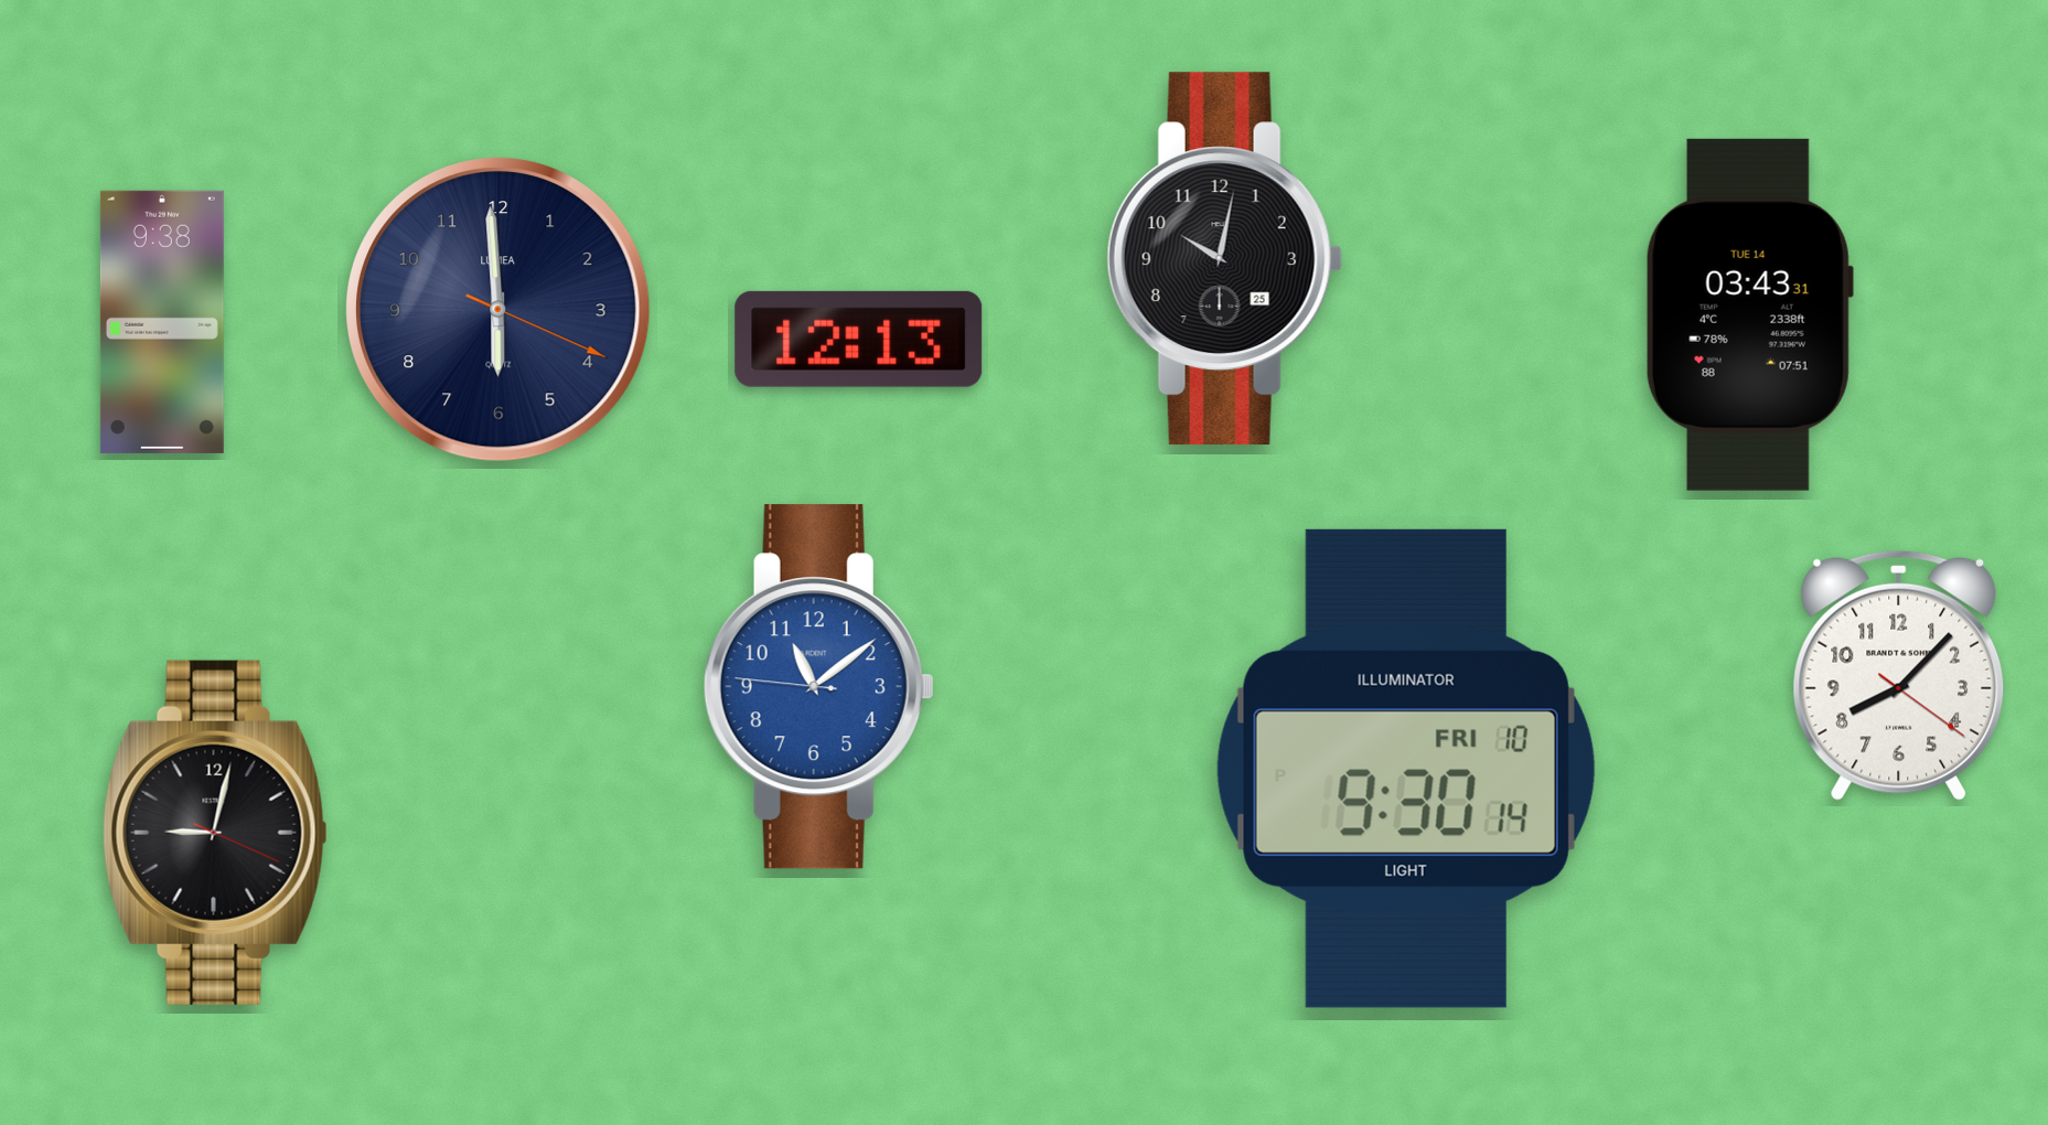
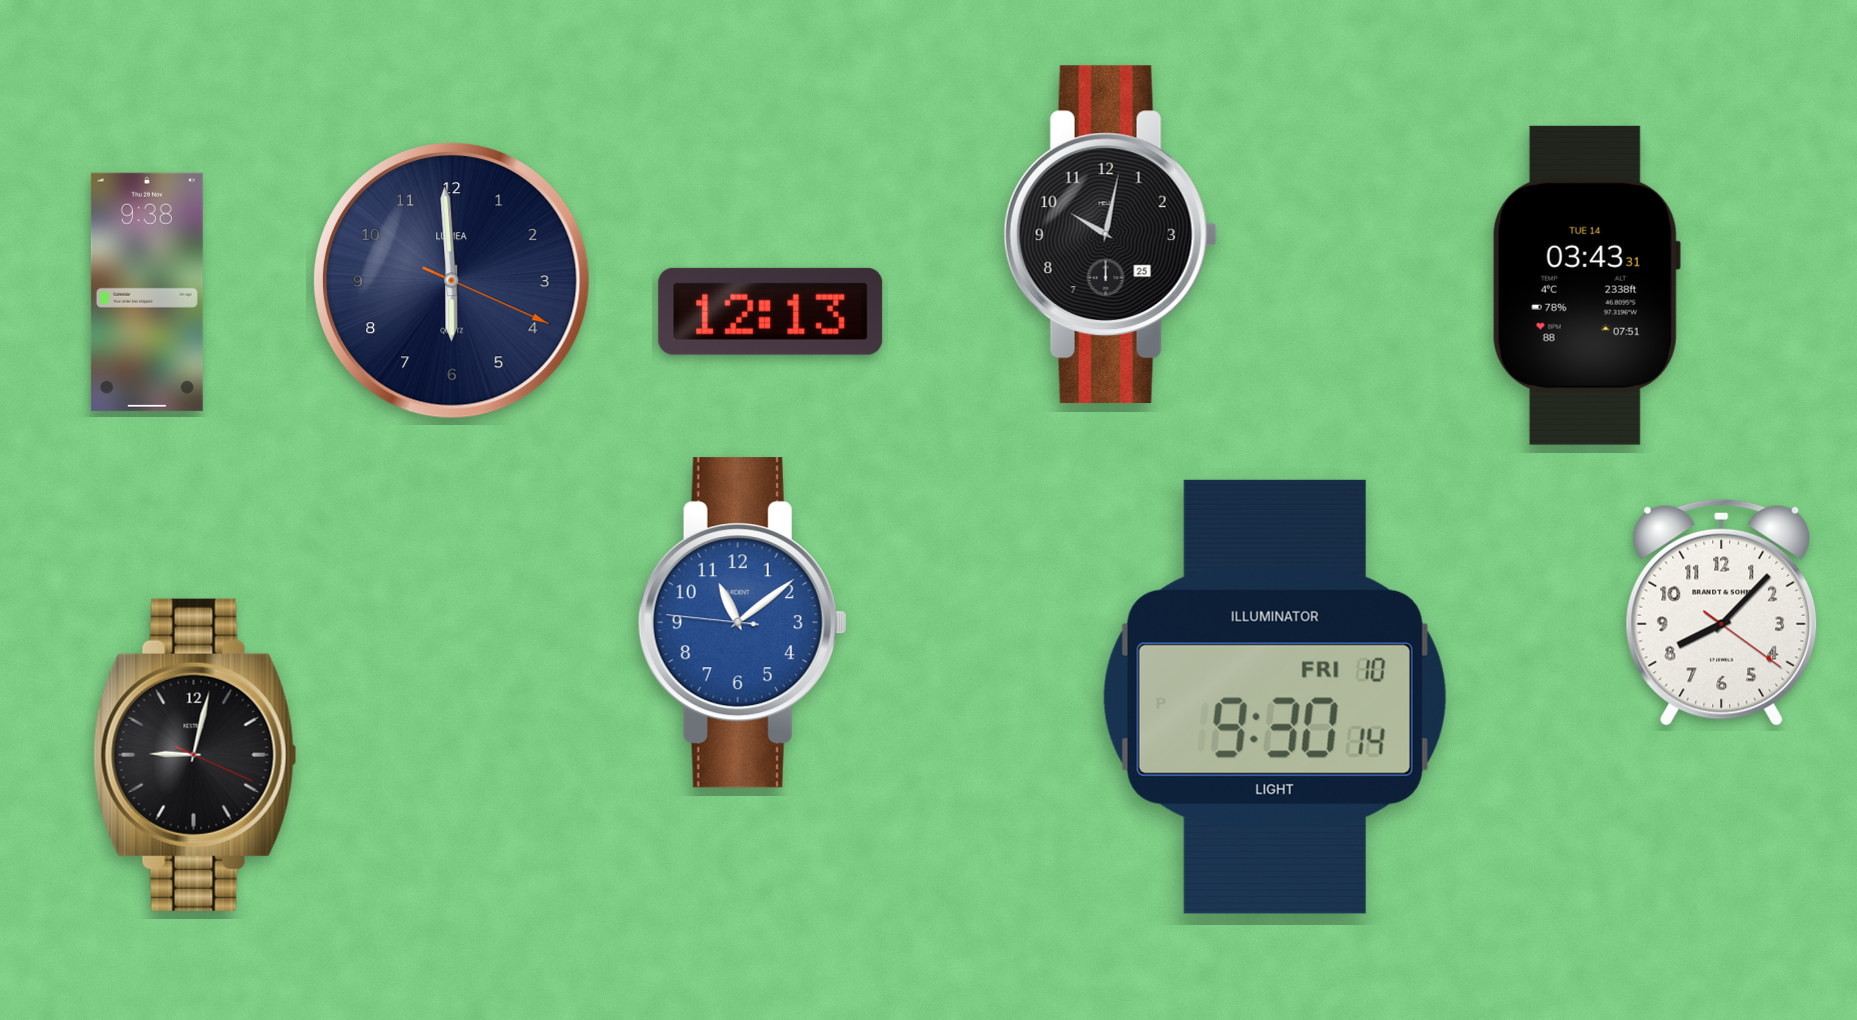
clock at (859, 339) position: (859, 339) -> (771, 311)
